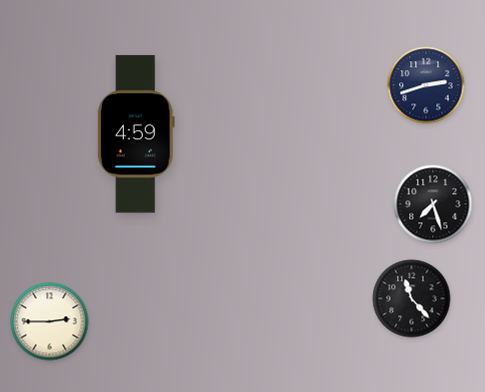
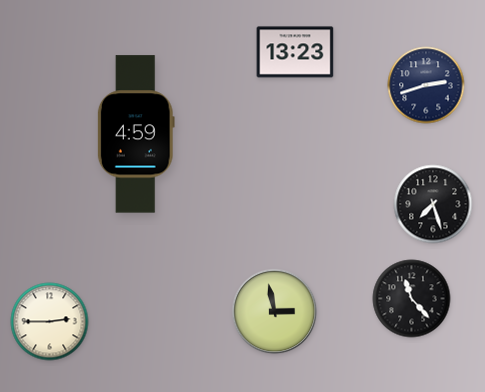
clock at (295, 52): none -> 13:23
clock at (275, 312): none -> 2:58
